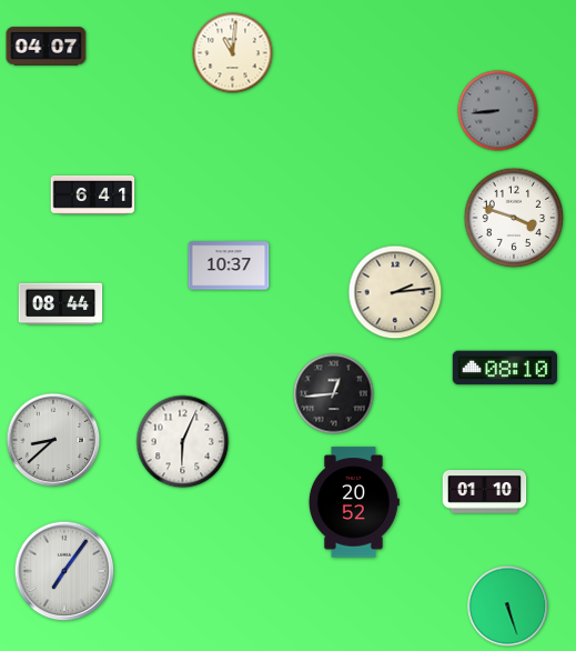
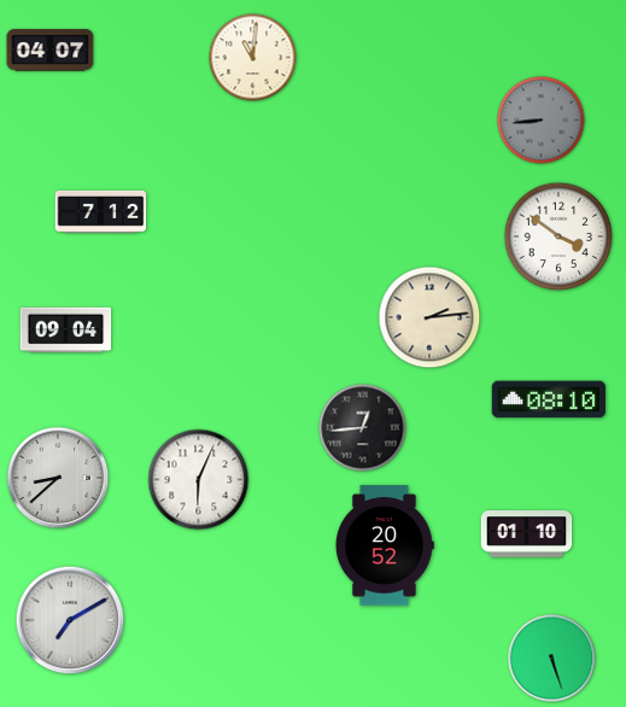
clock at (93, 194): 6:41 -> 7:12
clock at (514, 218): 3:48 -> 3:51
clock at (229, 266): 10:37 -> none
clock at (61, 304): 08:44 -> 09:04
clock at (64, 571): 7:06 -> 7:10
